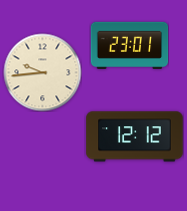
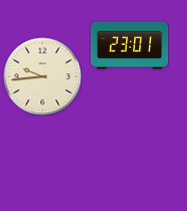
clock at (42, 72) position: (42, 72) -> (42, 76)
clock at (135, 137): 12:12 -> none
